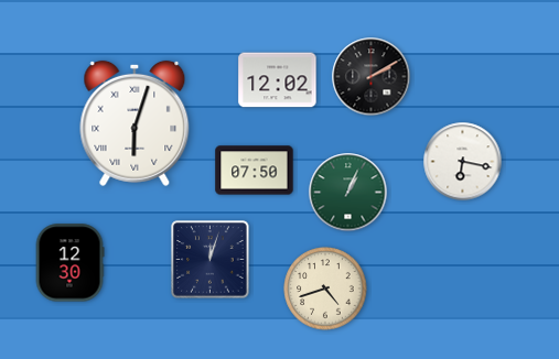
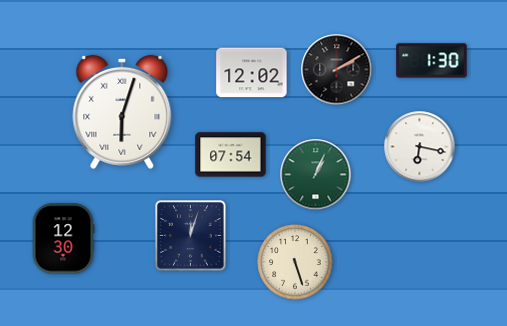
clock at (432, 61): none -> 1:30
clock at (255, 171): 07:50 -> 07:54
clock at (325, 289): 4:42 -> 5:27
